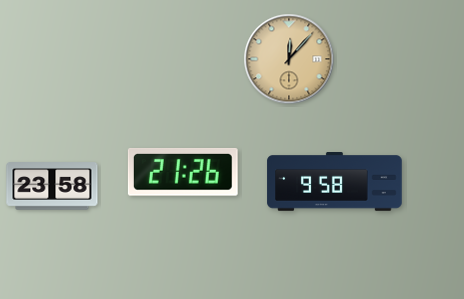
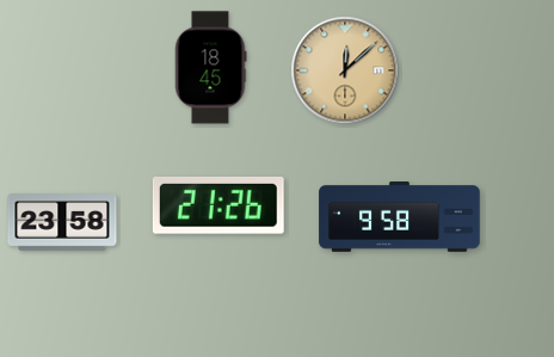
clock at (210, 68): none -> 18:45
clock at (289, 59): 12:07 -> 12:08
